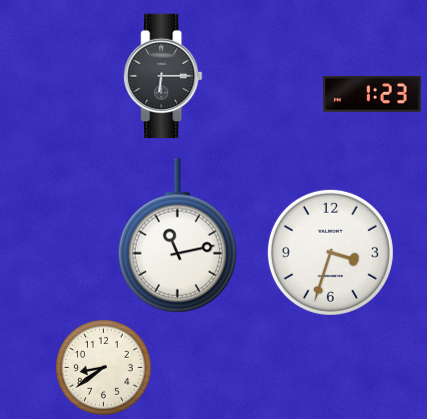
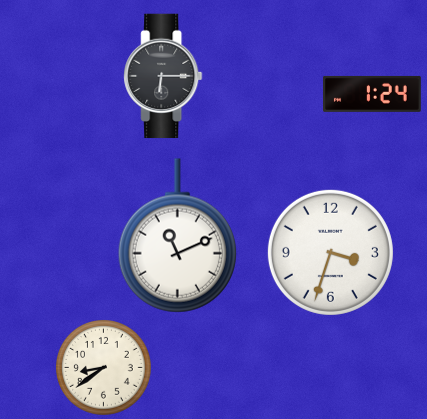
clock at (372, 94): 1:23 -> 1:24
clock at (177, 236): 11:13 -> 11:11
